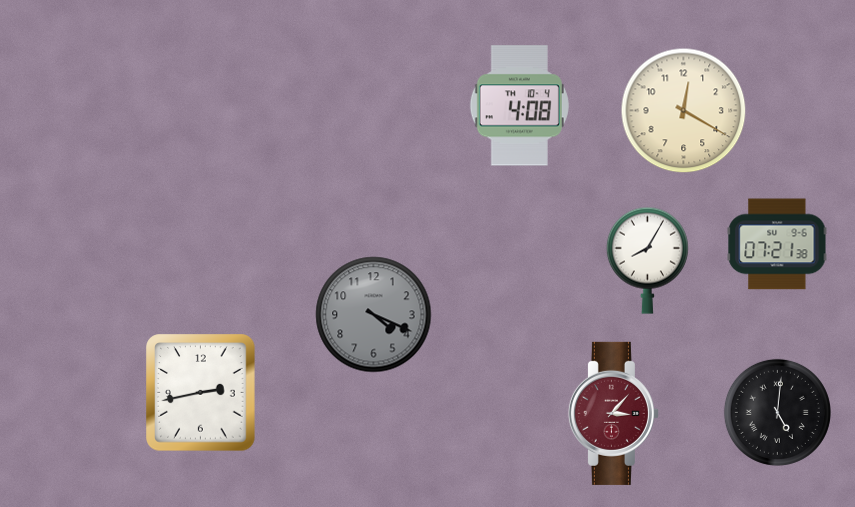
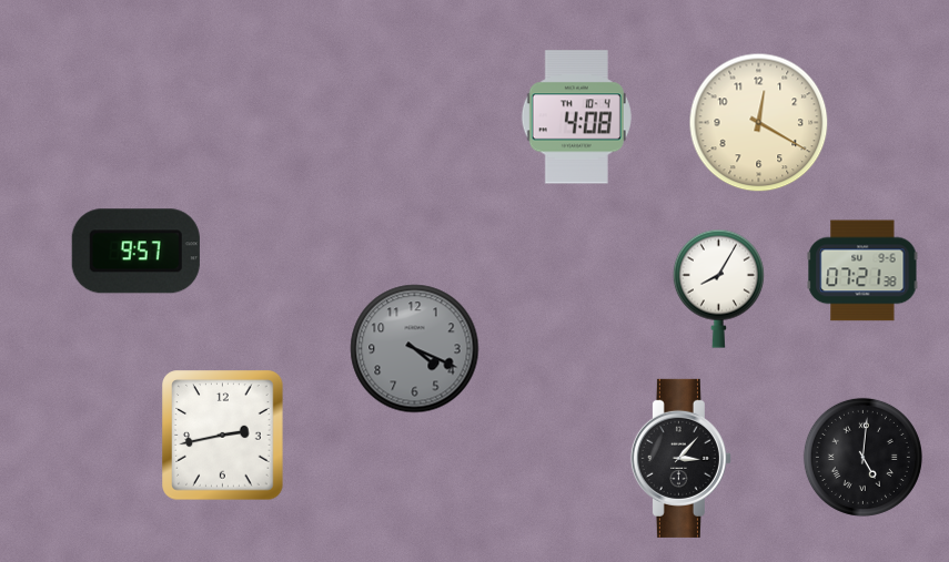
clock at (135, 252): none -> 9:57
clock at (613, 413) dial: burgundy -> black
